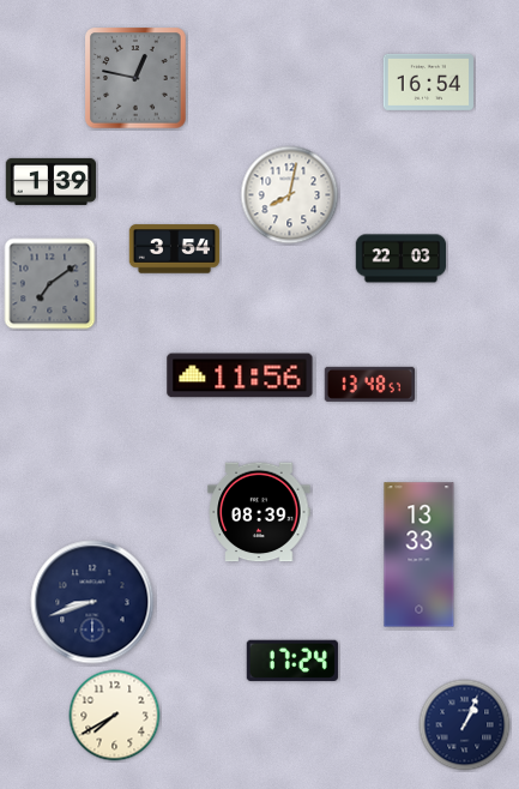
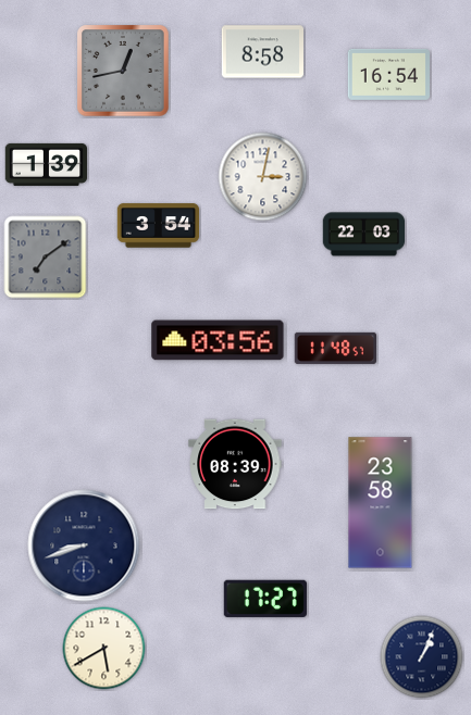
clock at (262, 52): none -> 8:58
clock at (135, 78): 12:47 -> 12:43
clock at (290, 195): 8:02 -> 3:02
clock at (240, 375): 11:56 -> 03:56
clock at (369, 384): 13:48 -> 11:48
clock at (420, 555): 13:33 -> 23:58
clock at (292, 661): 17:24 -> 17:27
clock at (115, 716): 7:40 -> 5:40
